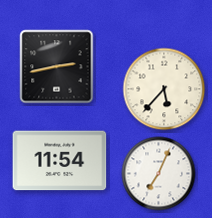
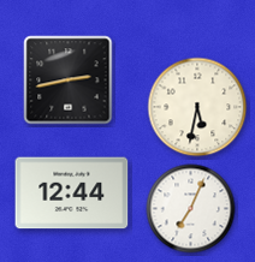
clock at (164, 89): 5:37 -> 5:32
clock at (60, 161): 11:54 -> 12:44
